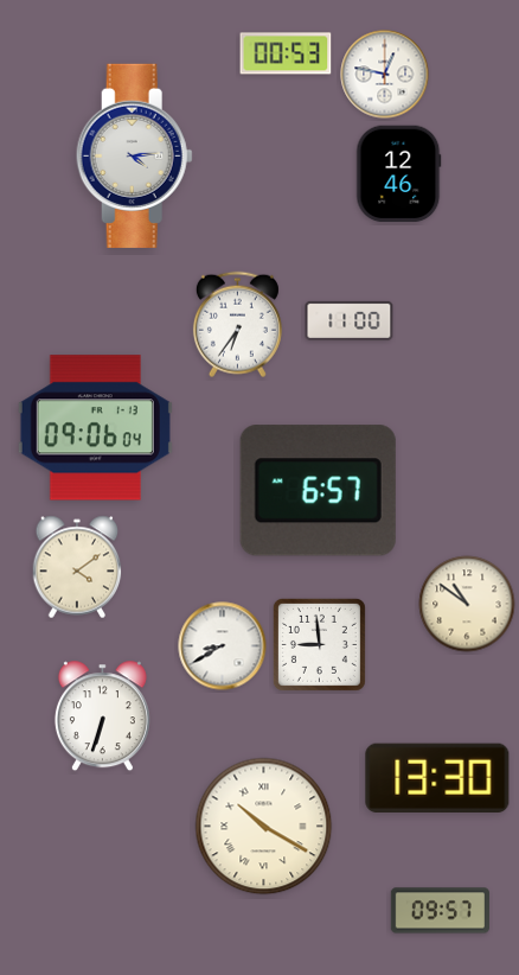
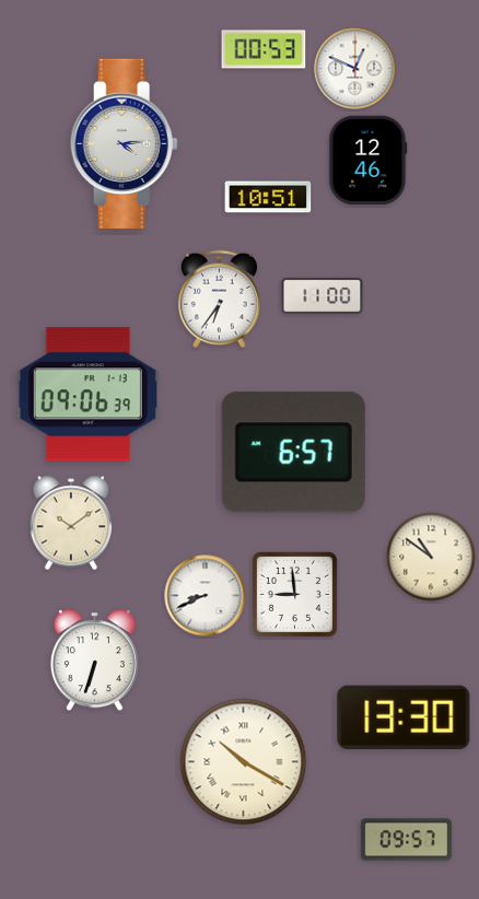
clock at (385, 75): 12:47 -> 12:49
clock at (268, 197): none -> 10:51
clock at (95, 428): 09:06:04 -> 09:06:39
clock at (77, 567): 4:09 -> 10:09
clock at (223, 646): 8:40 -> 8:41
